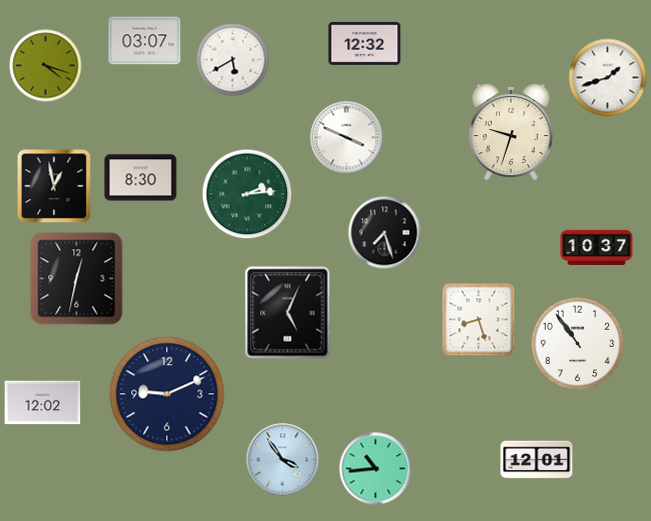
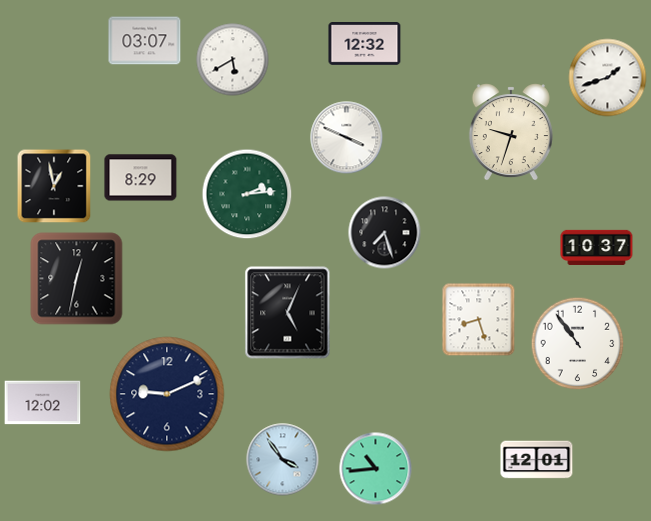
clock at (46, 66): 4:18 -> none
clock at (141, 178): 8:30 -> 8:29
